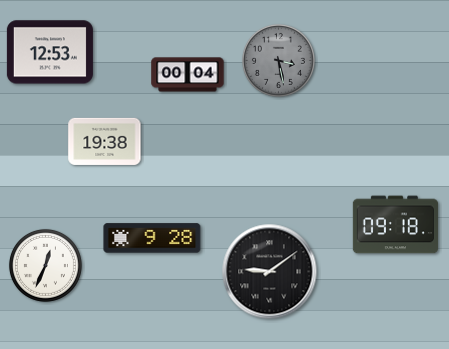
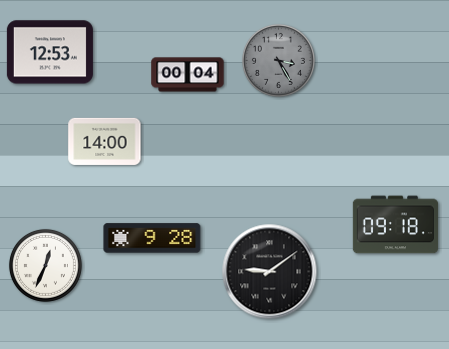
clock at (278, 60): 3:28 -> 3:25
clock at (105, 141): 19:38 -> 14:00
